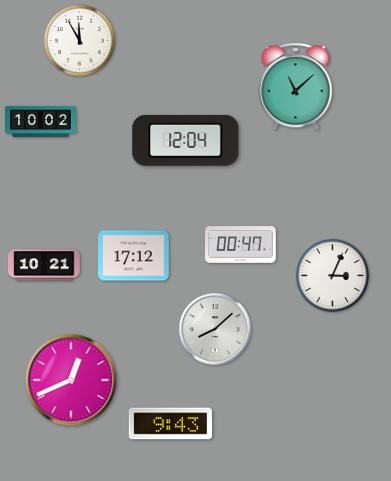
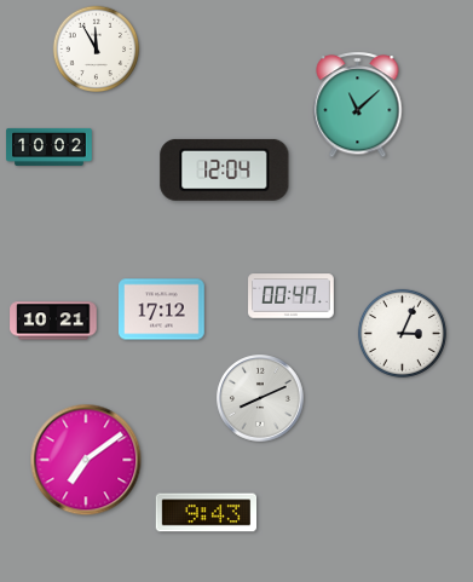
clock at (215, 329): 8:08 -> 8:11
clock at (71, 380): 12:41 -> 7:09
